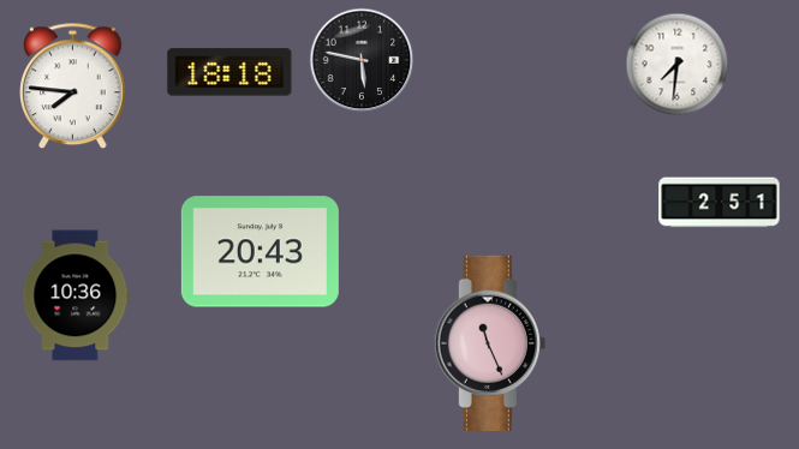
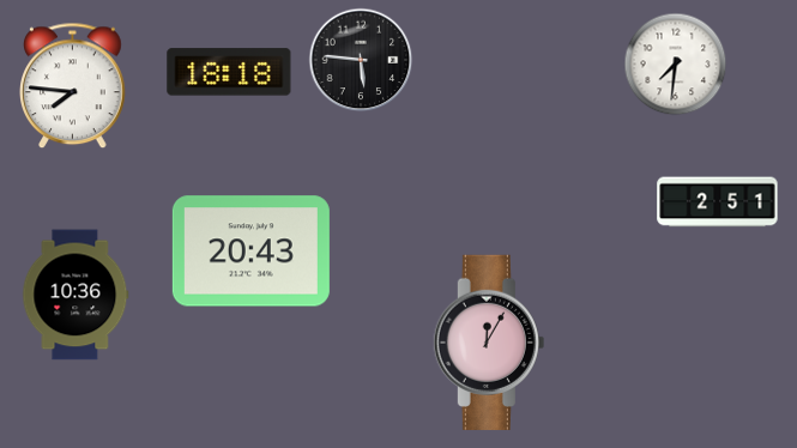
clock at (362, 60): 5:47 -> 5:46
clock at (260, 252) position: (260, 252) -> (250, 252)
clock at (490, 342): 11:26 -> 12:05
